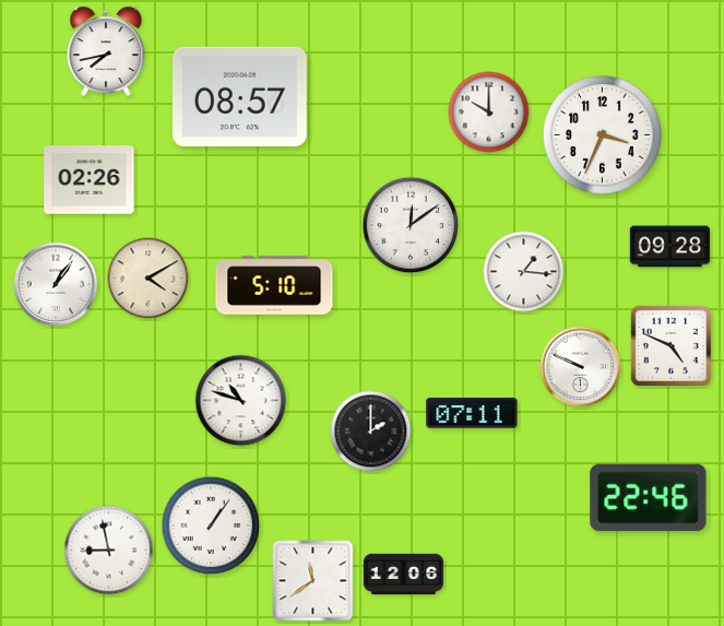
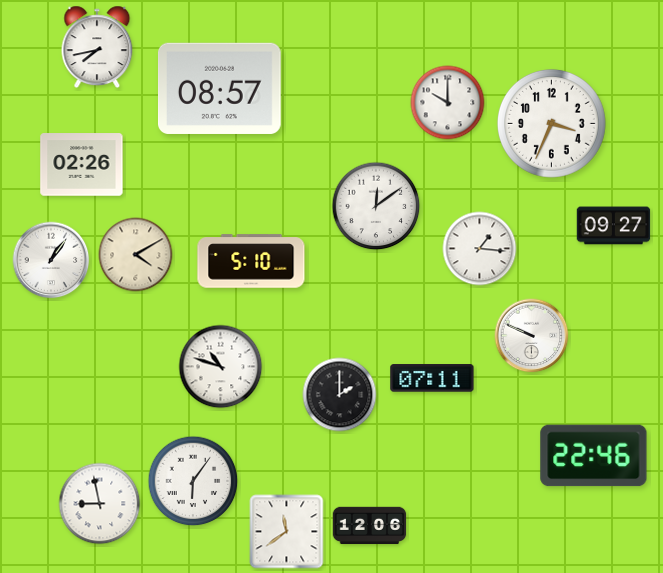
clock at (670, 247): 09:28 -> 09:27
clock at (670, 345): 4:49 -> none
clock at (211, 525): 1:06 -> 6:06
